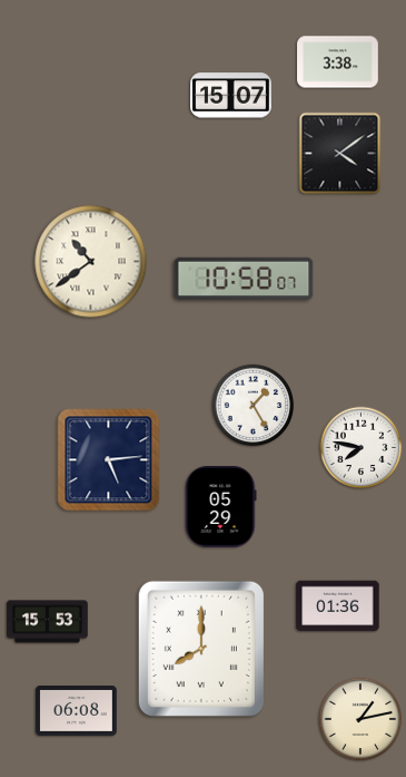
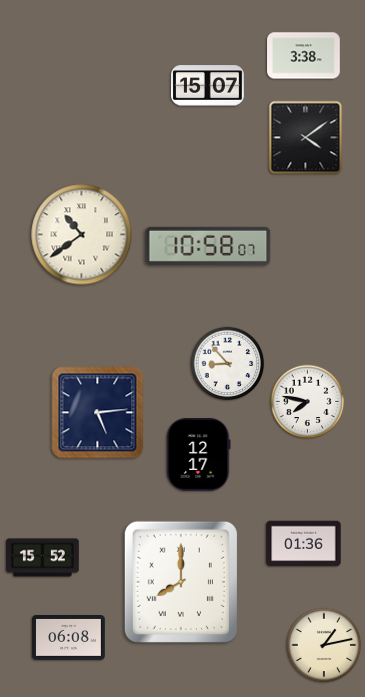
clock at (244, 279) position: (244, 279) -> (208, 246)
clock at (254, 406): 1:25 -> 8:53
clock at (362, 448) position: (362, 448) -> (308, 402)
clock at (221, 507): 05:29 -> 12:17
clock at (48, 622): 15:53 -> 15:52
